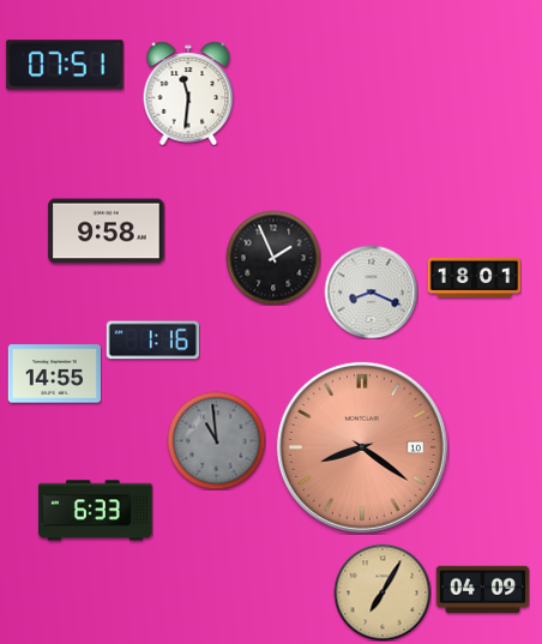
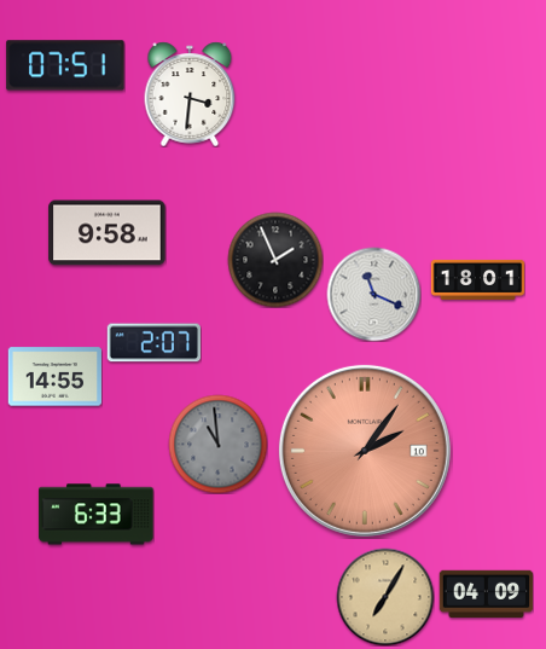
clock at (188, 94): 11:31 -> 3:31
clock at (371, 291): 8:19 -> 11:19
clock at (152, 341): 1:16 -> 2:07
clock at (362, 447): 8:21 -> 2:06
